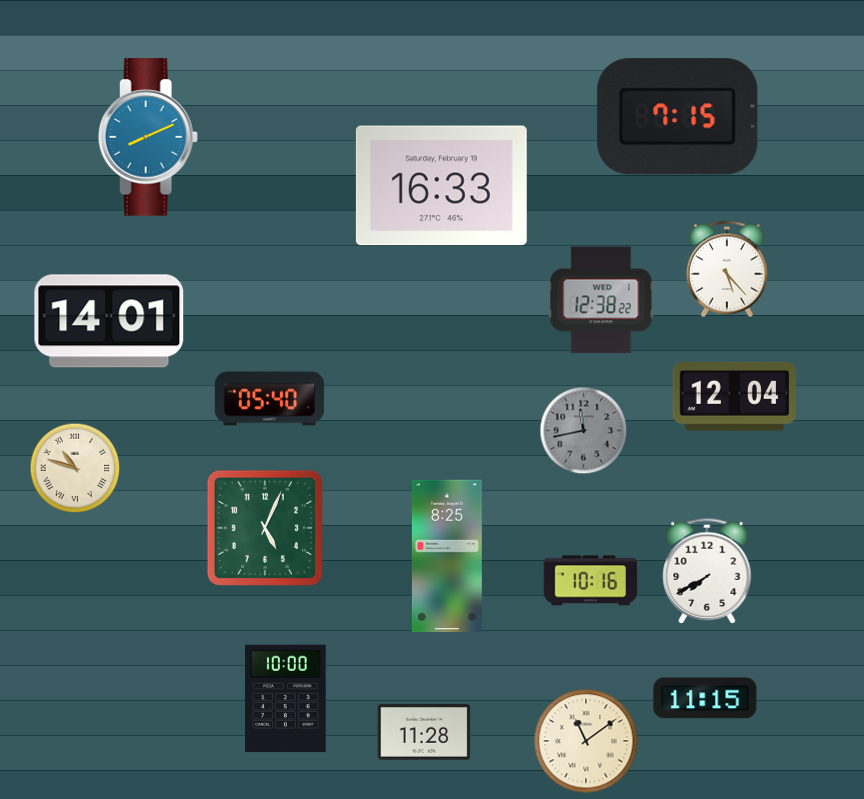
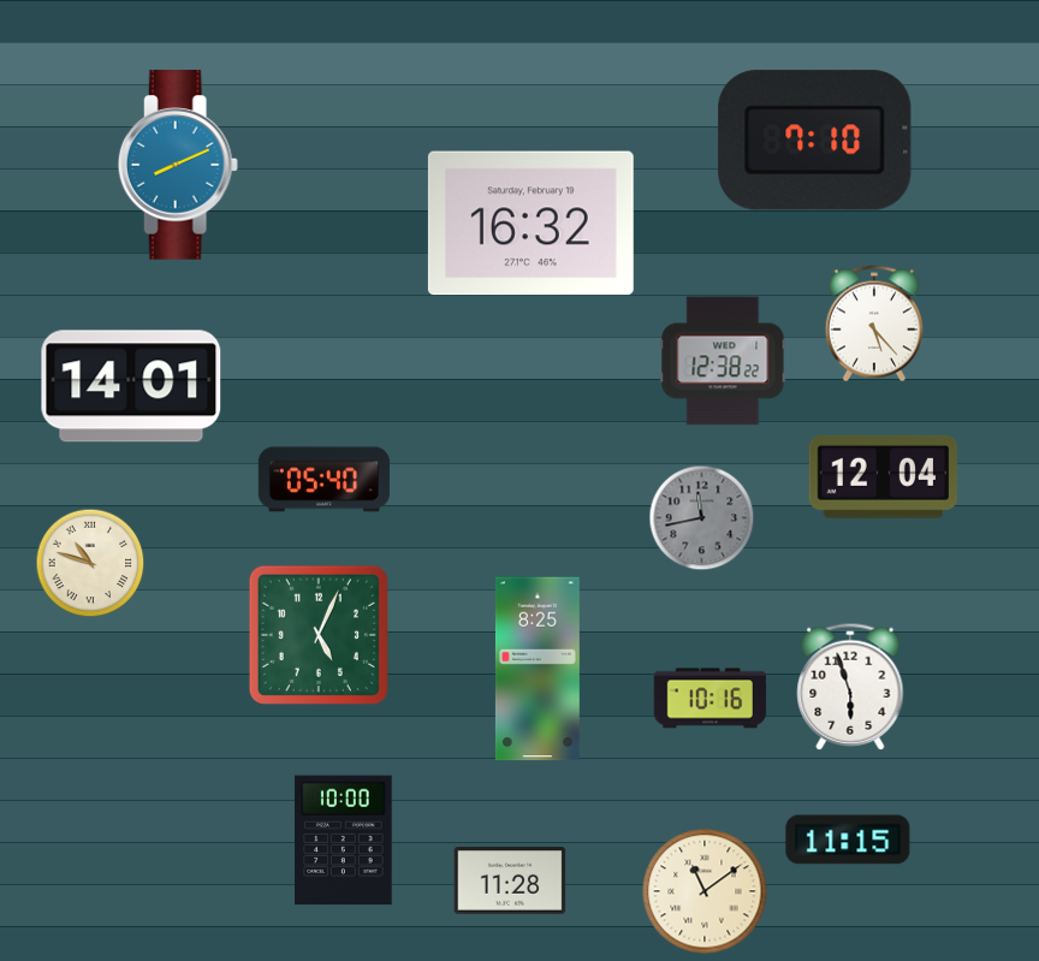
clock at (678, 117): 7:15 -> 7:10
clock at (441, 186): 16:33 -> 16:32
clock at (707, 571): 7:40 -> 5:57
